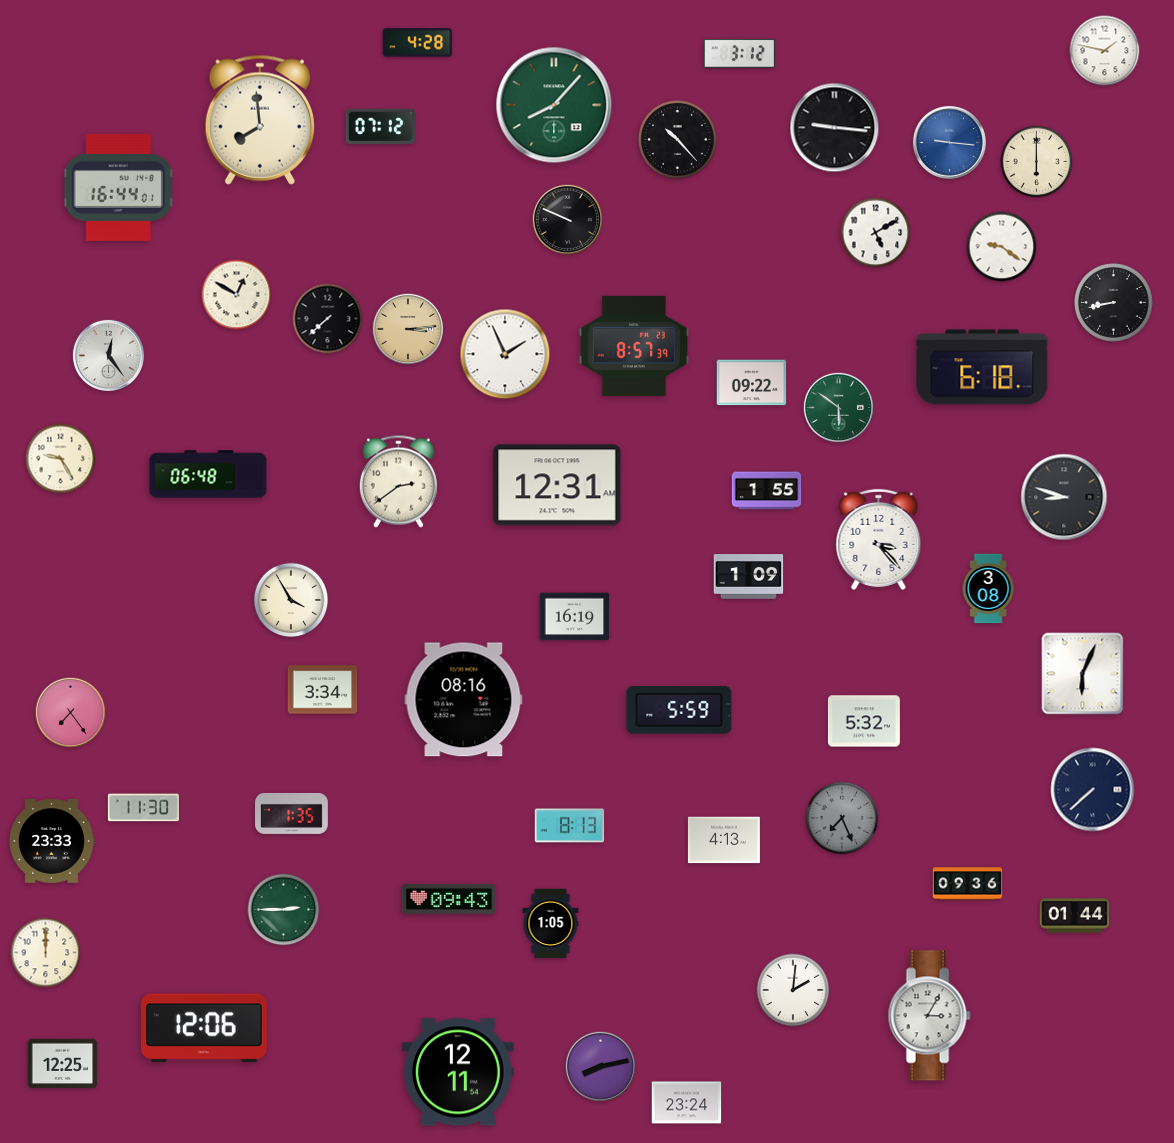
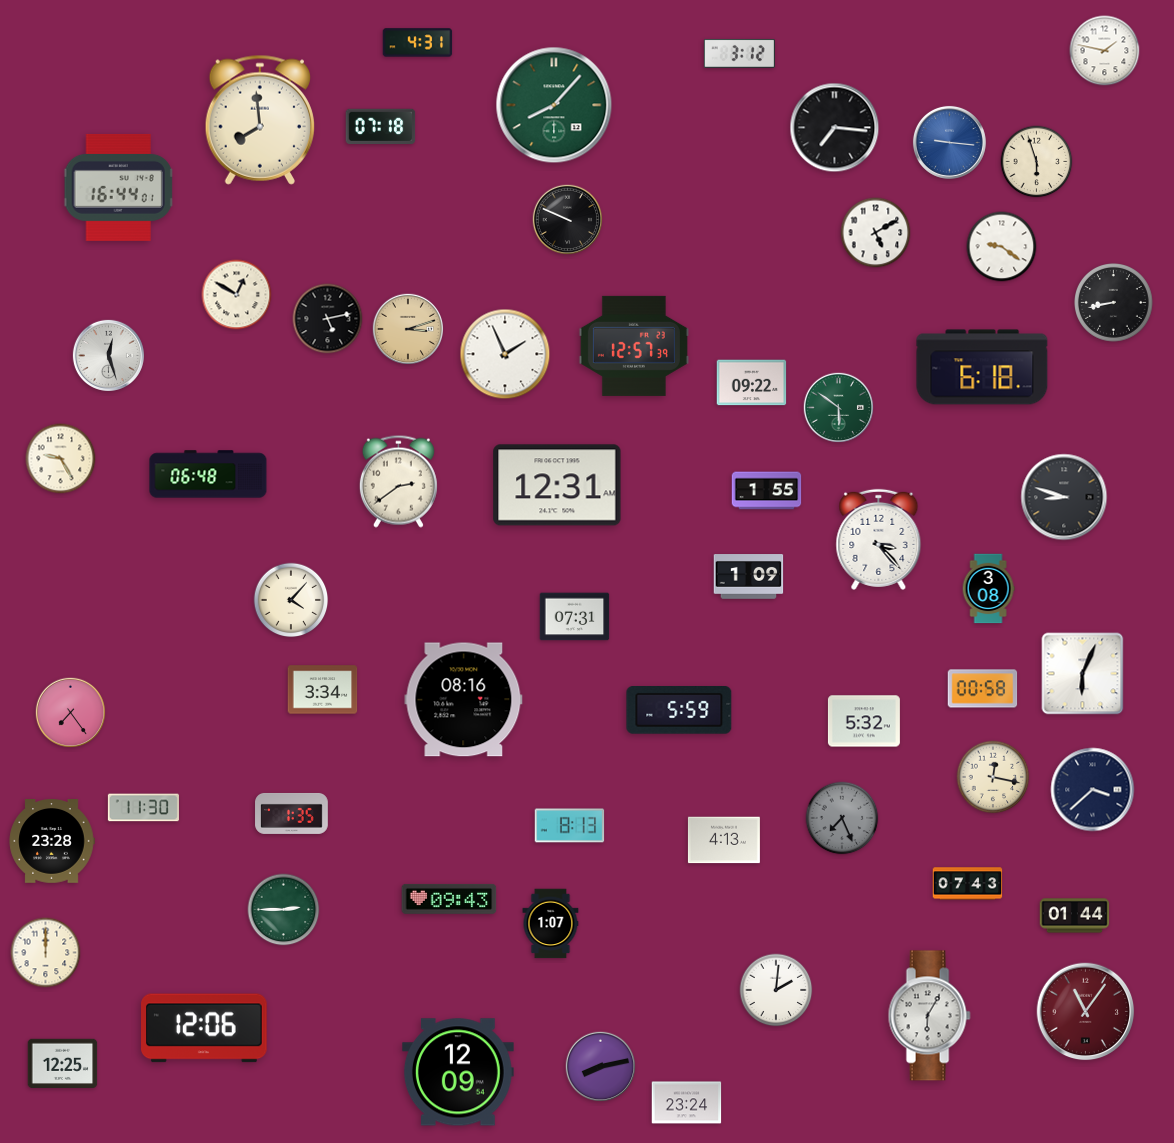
clock at (418, 43): 4:28 -> 4:31
clock at (381, 126): 07:12 -> 07:18
clock at (835, 128): 9:16 -> 7:16
clock at (678, 140): 10:23 -> none
clock at (1037, 162): 6:00 -> 5:57
clock at (328, 319): 7:38 -> 5:13
clock at (407, 328): 3:14 -> 3:12
clock at (634, 346): 8:57 -> 12:57
clock at (108, 355): 12:24 -> 12:27
clock at (291, 600): 3:55 -> 4:07
clock at (575, 617): 16:19 -> 07:31
clock at (983, 689): none -> 00:58
clock at (993, 777): none -> 12:17
clock at (1093, 790): 7:38 -> 3:38
clock at (52, 842): 23:33 -> 23:28
clock at (968, 884): 09:36 -> 07:43
clock at (551, 924): 1:05 -> 1:07
clock at (793, 990) position: (793, 990) -> (776, 990)
clock at (1086, 1012): none -> 11:06
clock at (929, 1016): 3:05 -> 6:05
clock at (458, 1072): 12:11 -> 12:09
